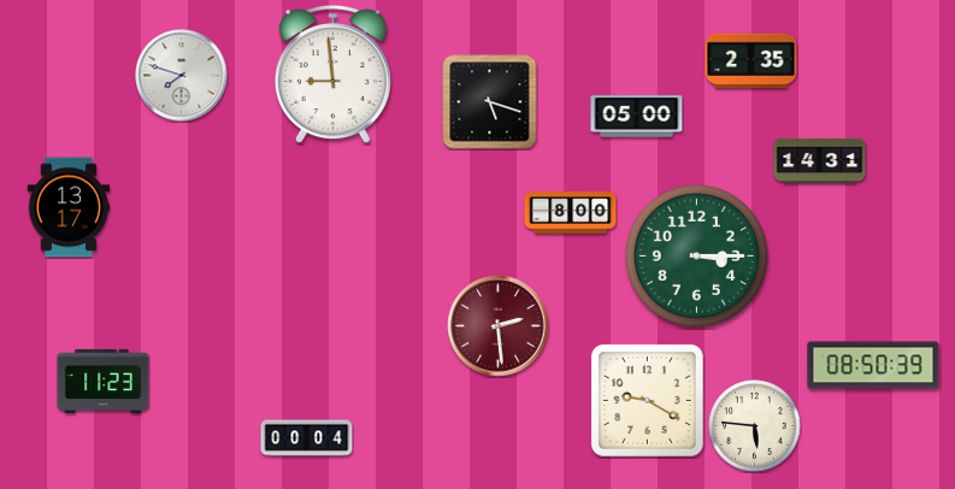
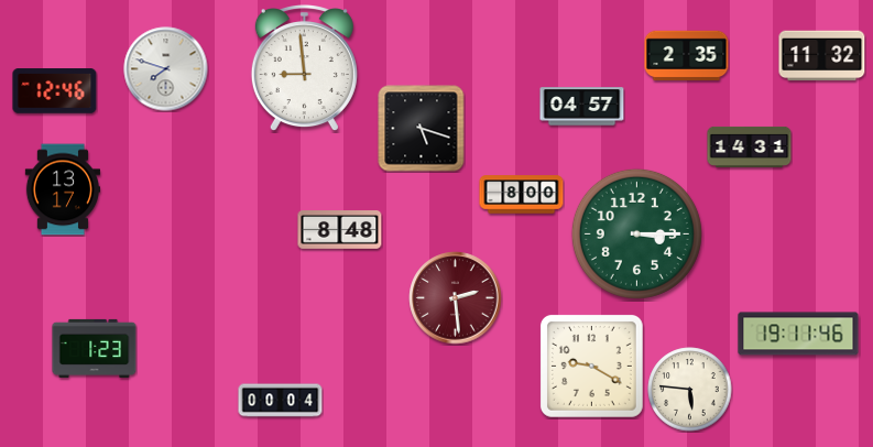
clock at (822, 56): none -> 11:32
clock at (55, 91): none -> 12:46
clock at (490, 102) position: (490, 102) -> (422, 129)
clock at (637, 117): 05:00 -> 04:57
clock at (340, 230): none -> 8:48
clock at (873, 365): 08:50 -> 19:11
clock at (104, 381): 11:23 -> 1:23
